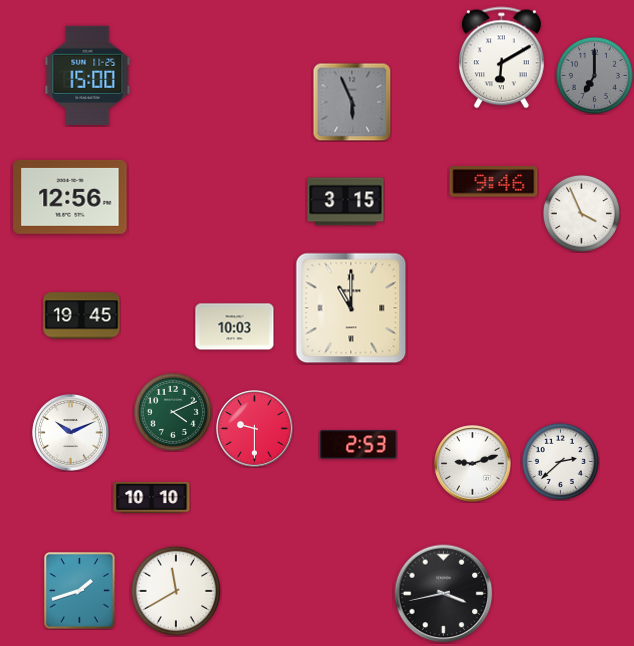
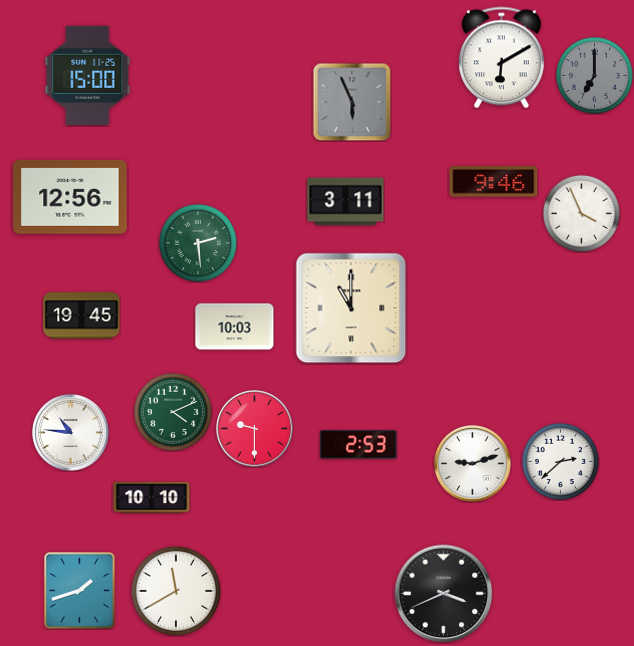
clock at (346, 202): 3:15 -> 3:11
clock at (198, 243): none -> 2:29
clock at (71, 433): 10:11 -> 10:46
clock at (444, 594): 3:43 -> 3:41
